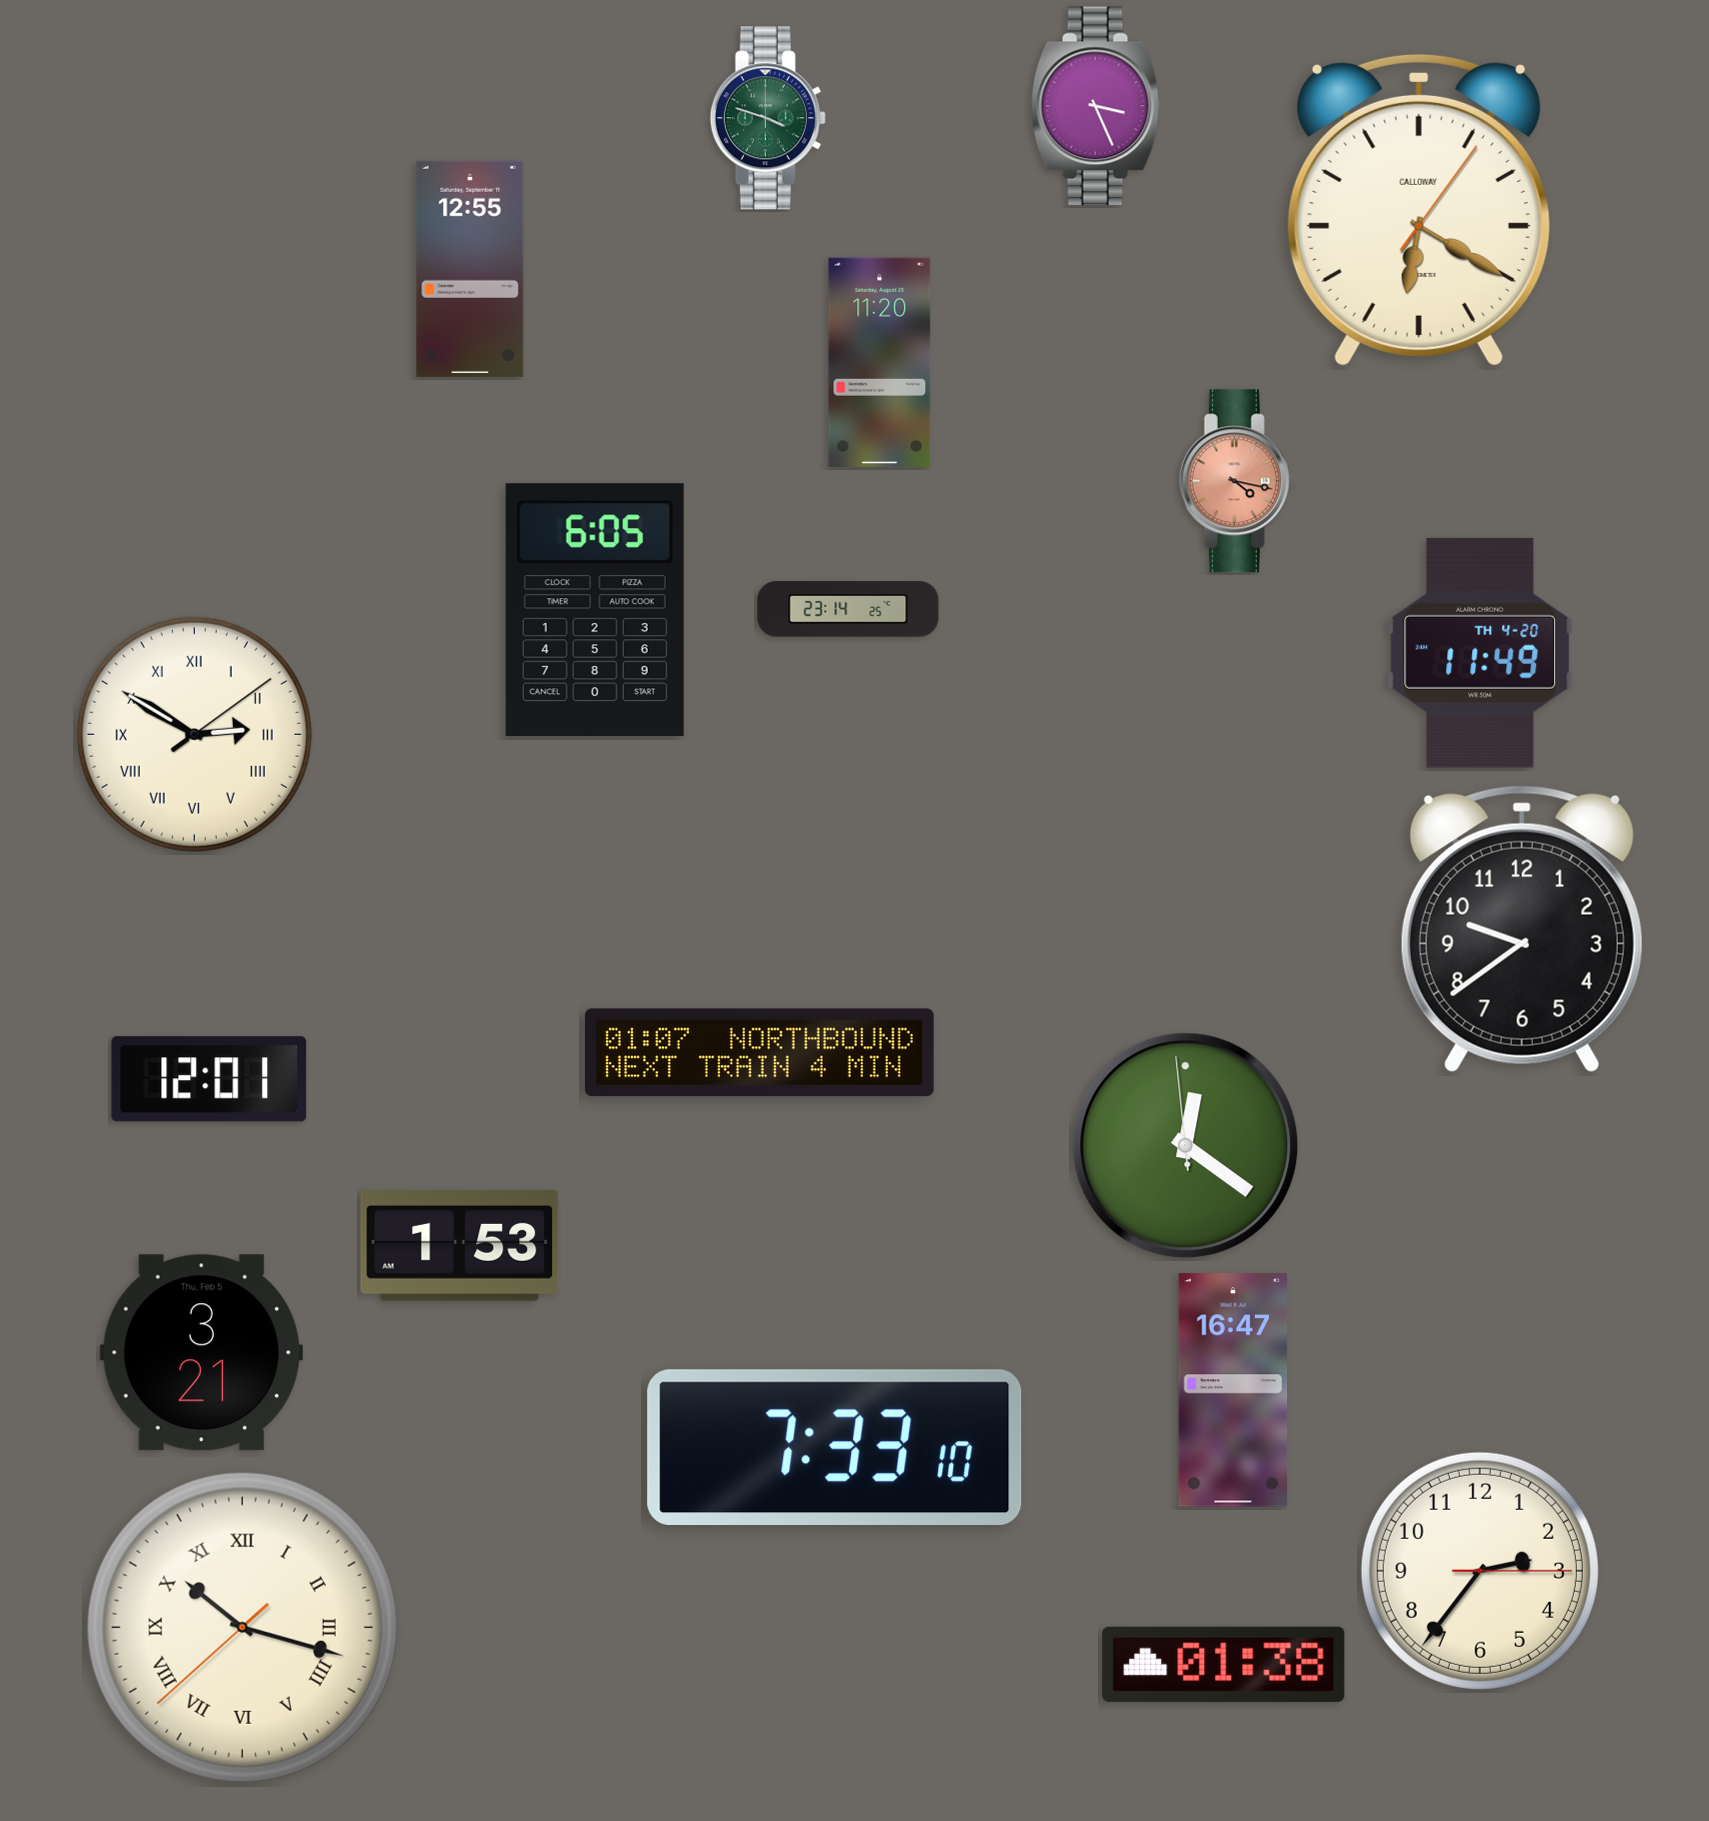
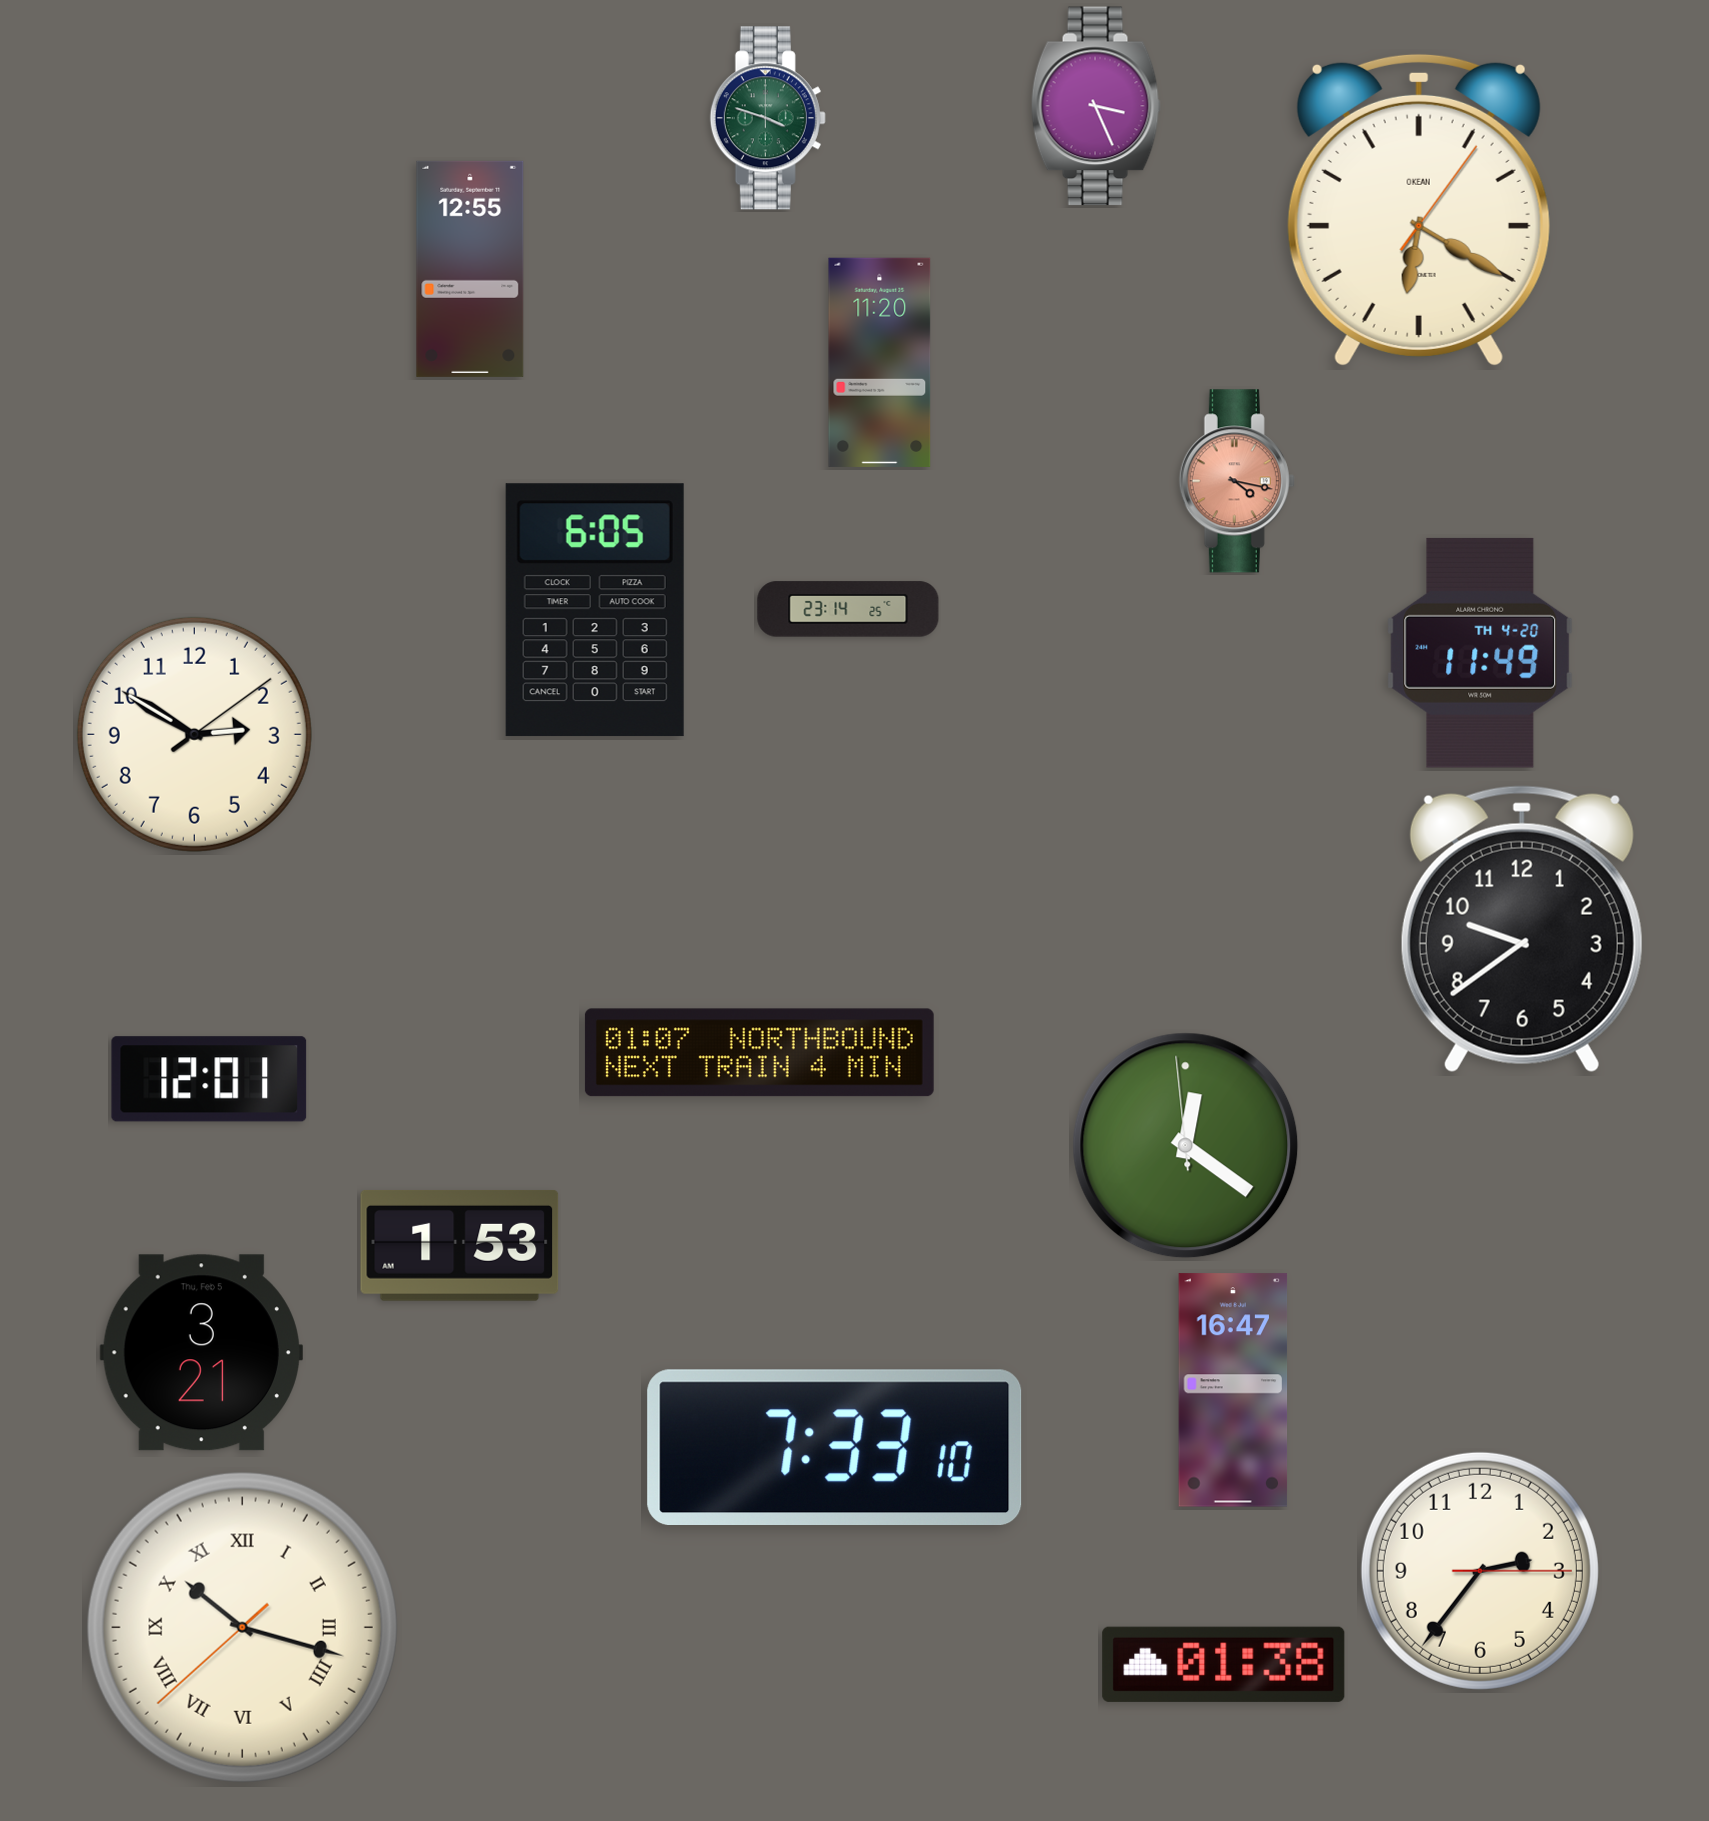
clock at (1419, 210) brand: CALLOWAY -> OKEAN
clock at (194, 734) numerals: Roman -> Arabic
